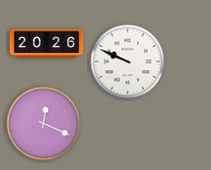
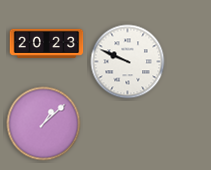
clock at (47, 43): 20:26 -> 20:23
clock at (44, 124): 12:19 -> 1:08
